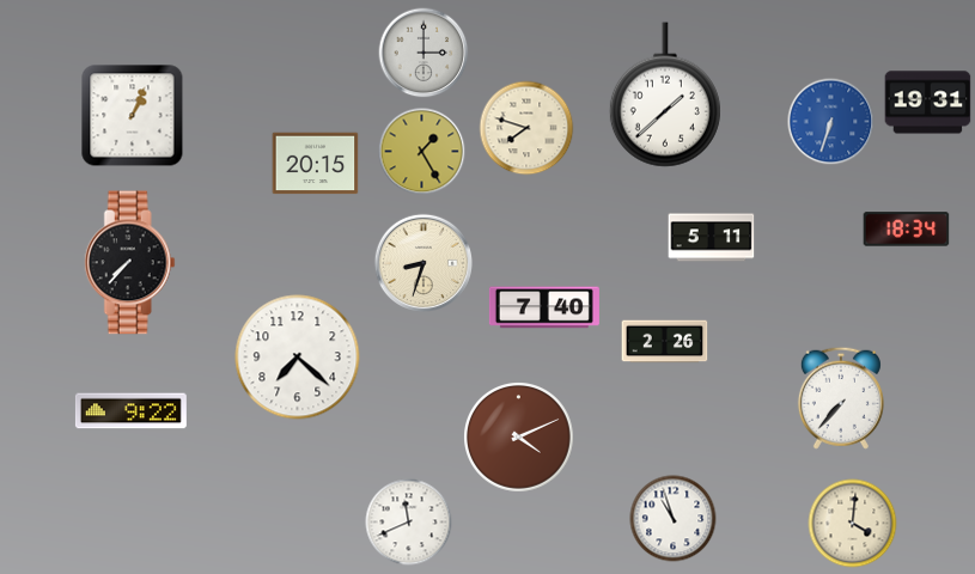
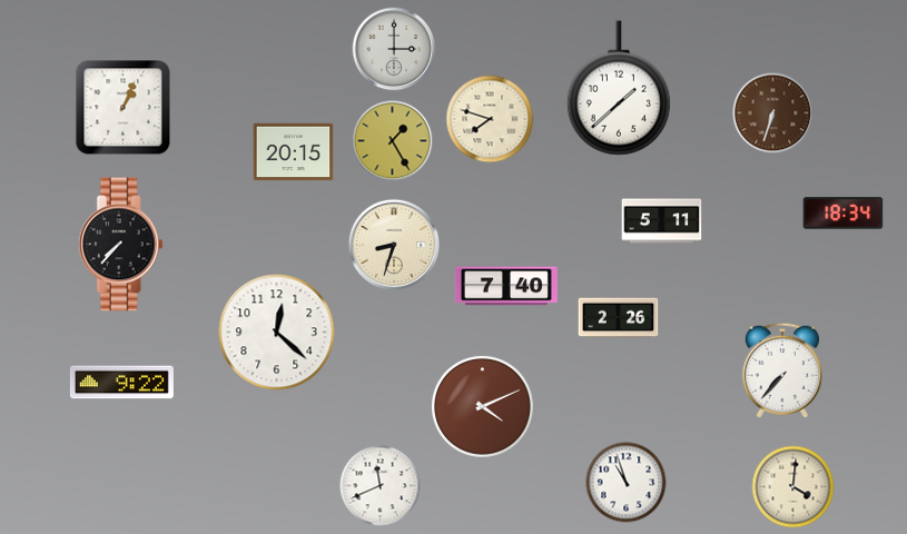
clock at (928, 103): 19:31 -> none
clock at (831, 122) dial: blue -> brown
clock at (298, 358): 7:22 -> 12:22
